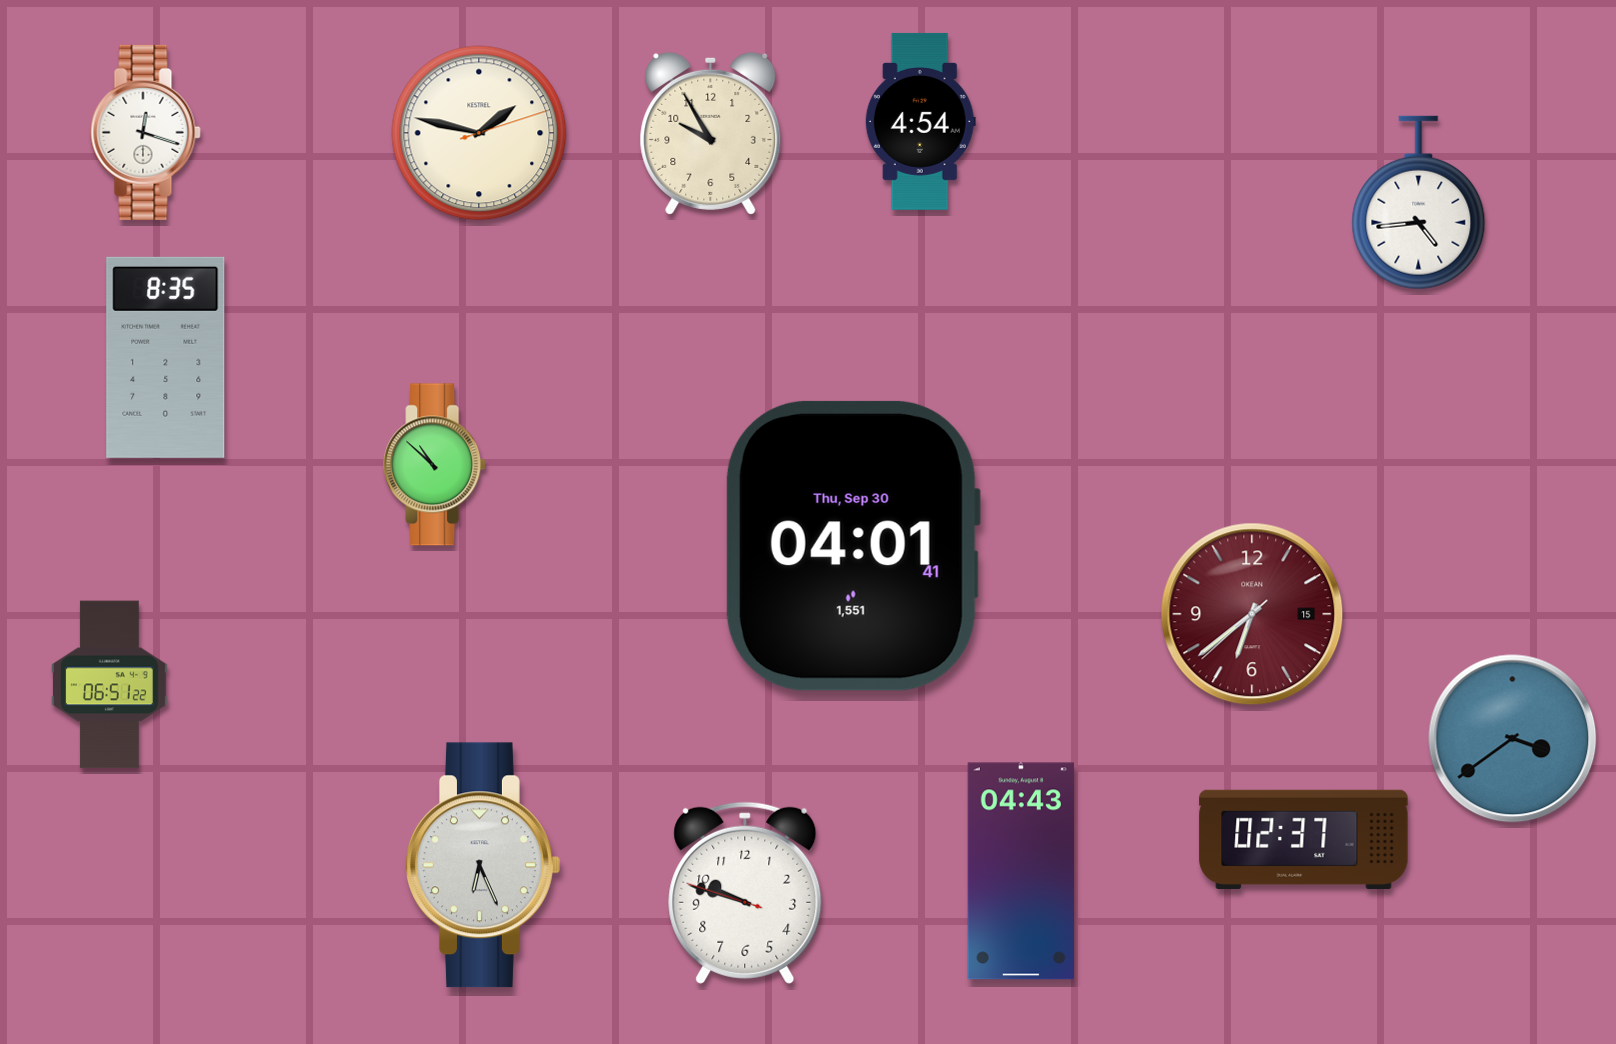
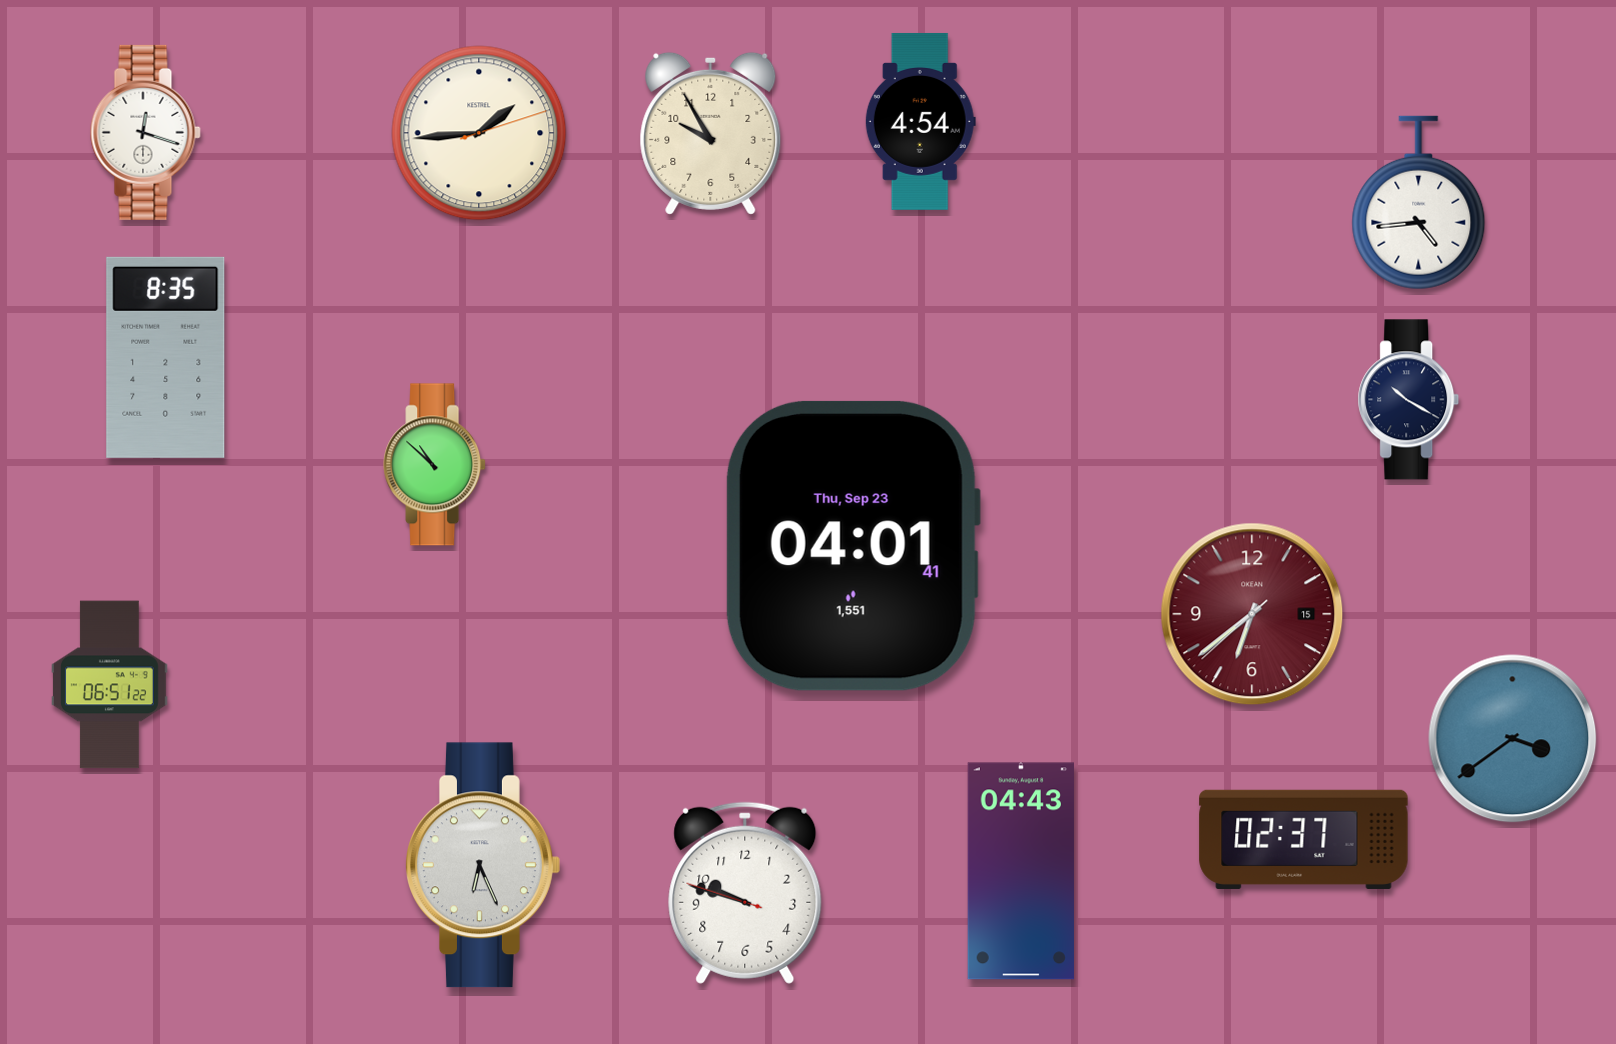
clock at (479, 133): 1:47 -> 1:44
clock at (1409, 400): none -> 10:20
clock at (852, 546) date: Thu, Sep 30 -> Thu, Sep 23
